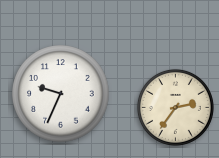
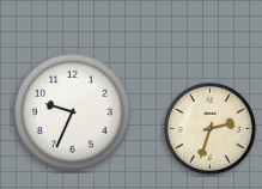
clock at (175, 107): 2:36 -> 2:33
